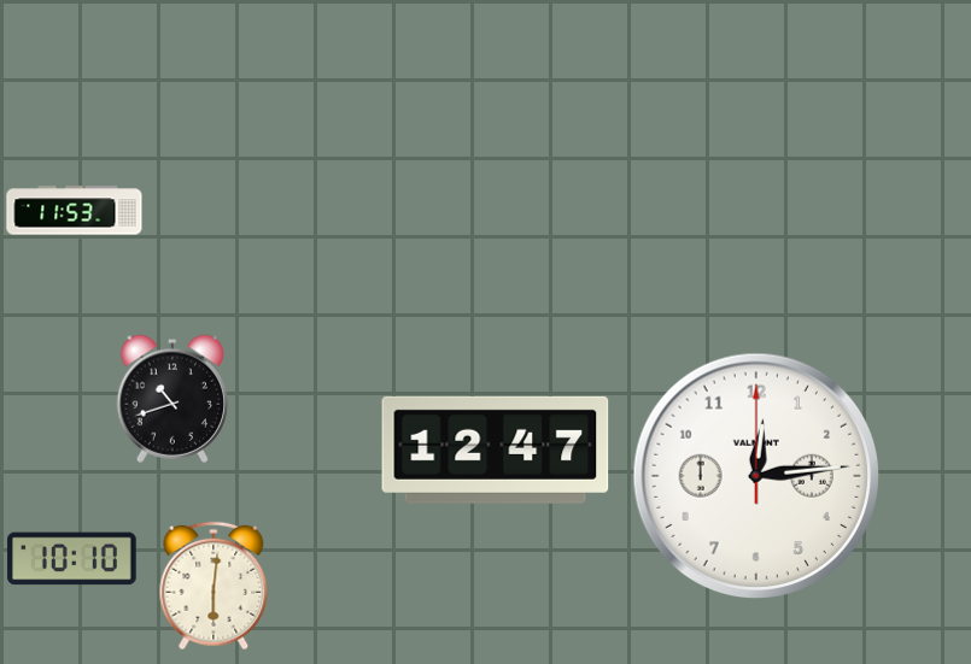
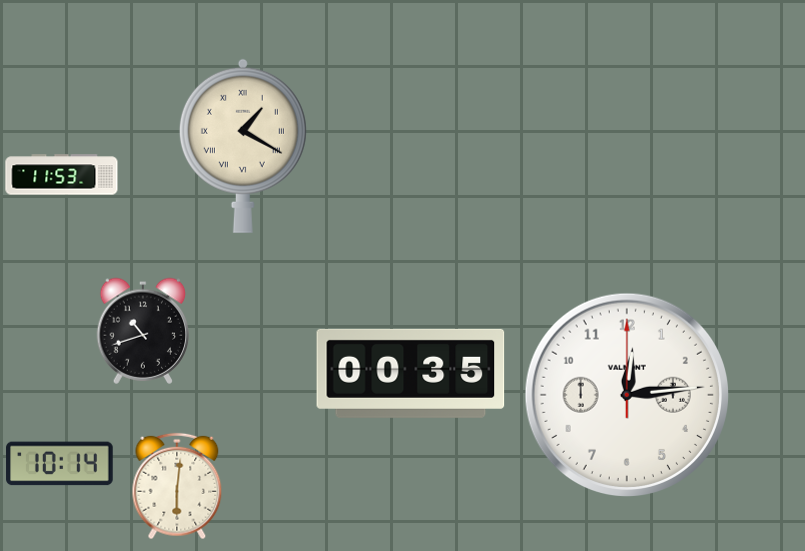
clock at (243, 146): none -> 1:20
clock at (496, 449): 12:47 -> 00:35
clock at (72, 559): 10:10 -> 10:14
